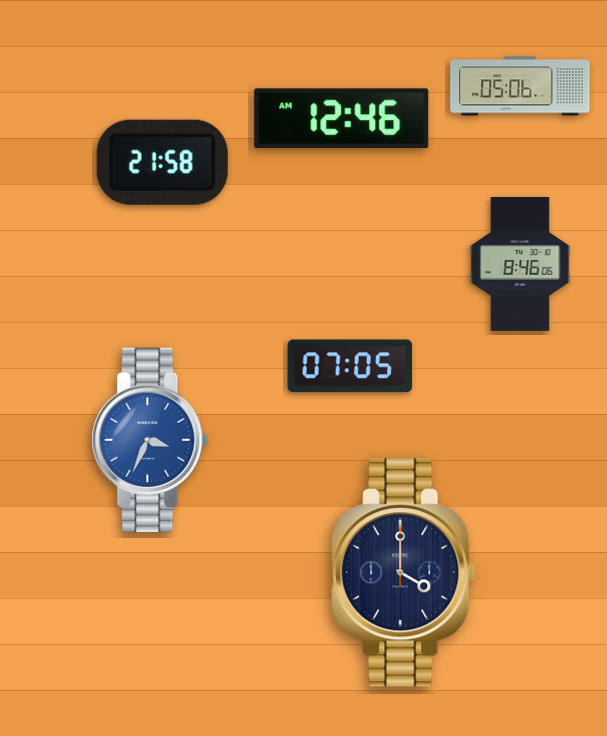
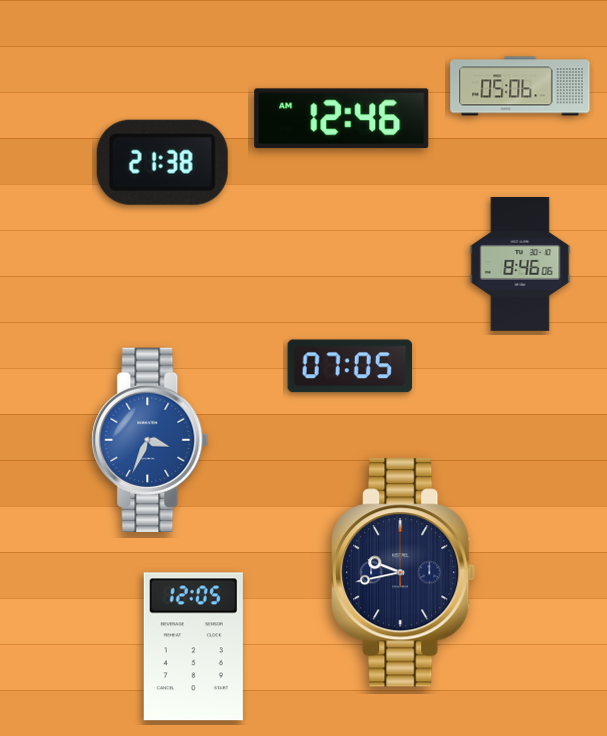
clock at (162, 162): 21:58 -> 21:38
clock at (404, 573): 4:00 -> 9:43
clock at (193, 647): none -> 12:05
